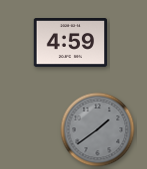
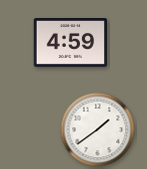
clock at (98, 130) dial: grey -> white
